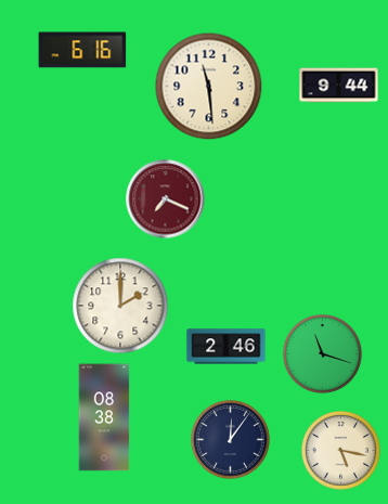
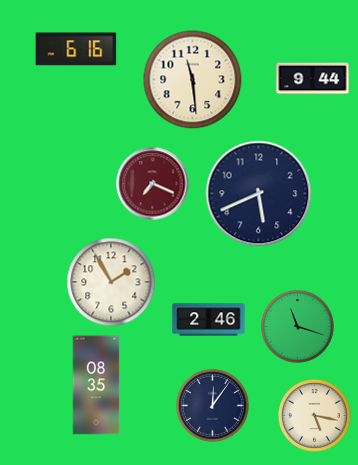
clock at (82, 50) position: (82, 50) -> (76, 49)
clock at (259, 194): none -> 5:41
clock at (120, 306): 2:00 -> 1:55
clock at (104, 417): 08:38 -> 08:35
